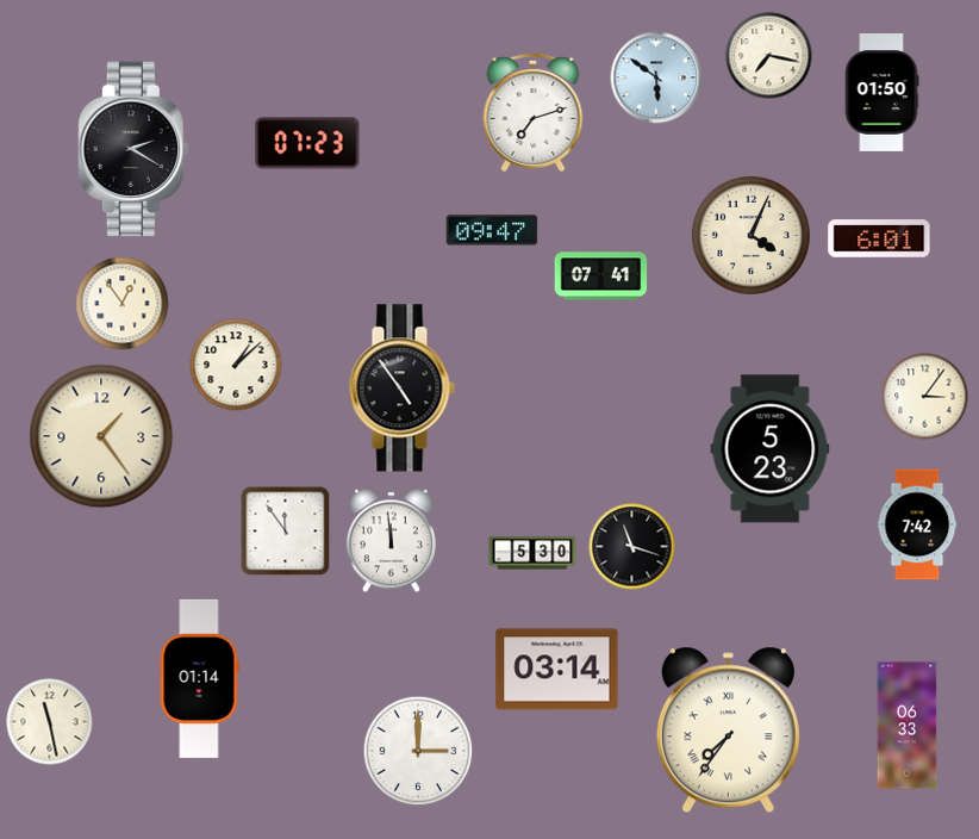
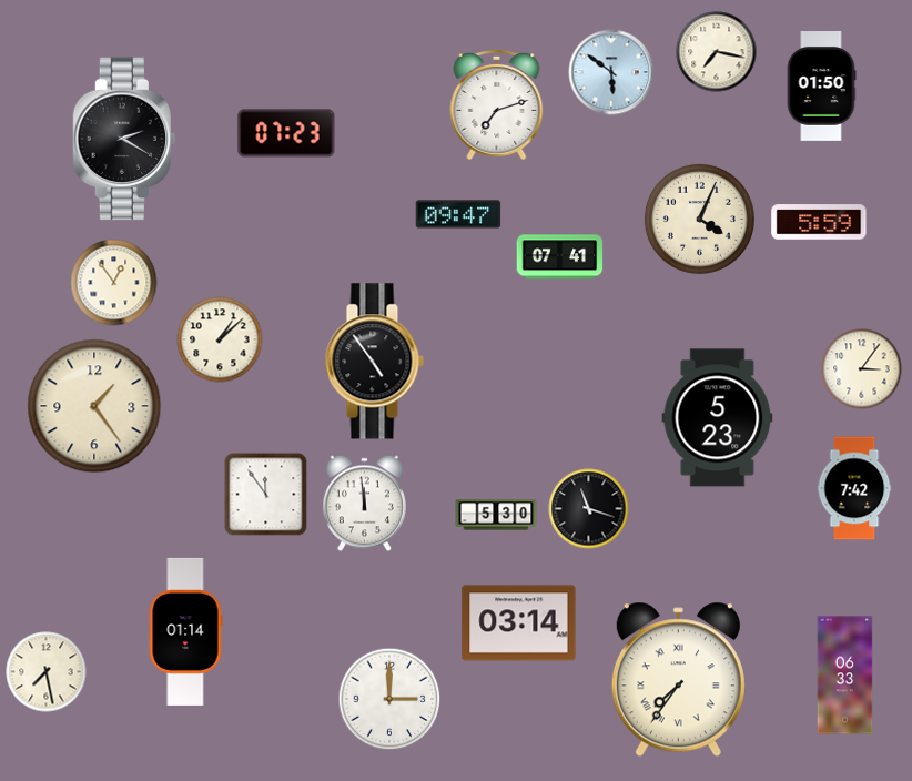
clock at (879, 238): 6:01 -> 5:59
clock at (50, 722): 11:28 -> 7:28
